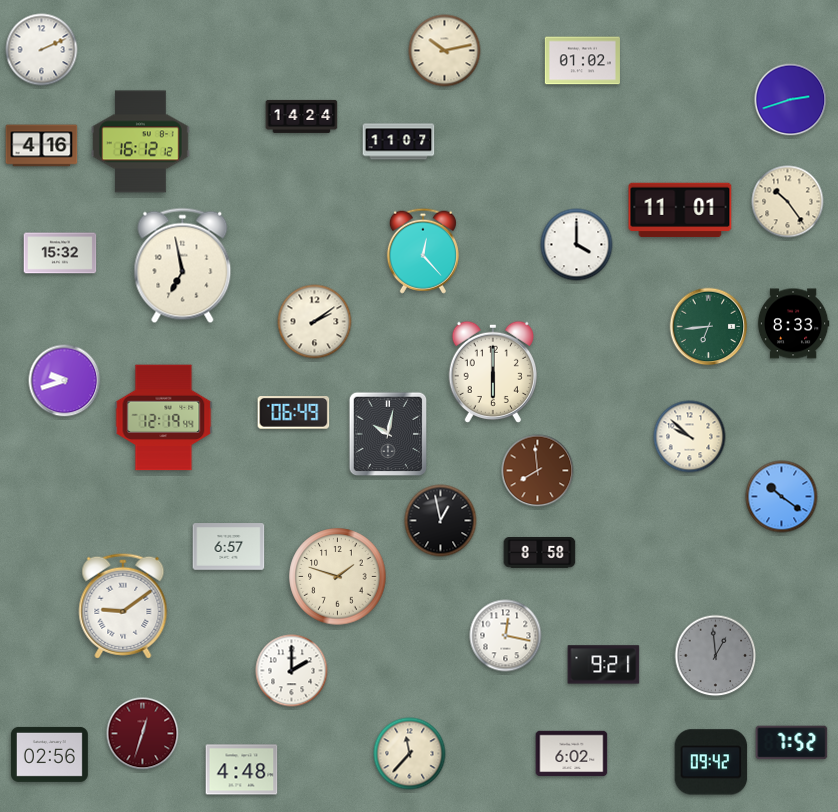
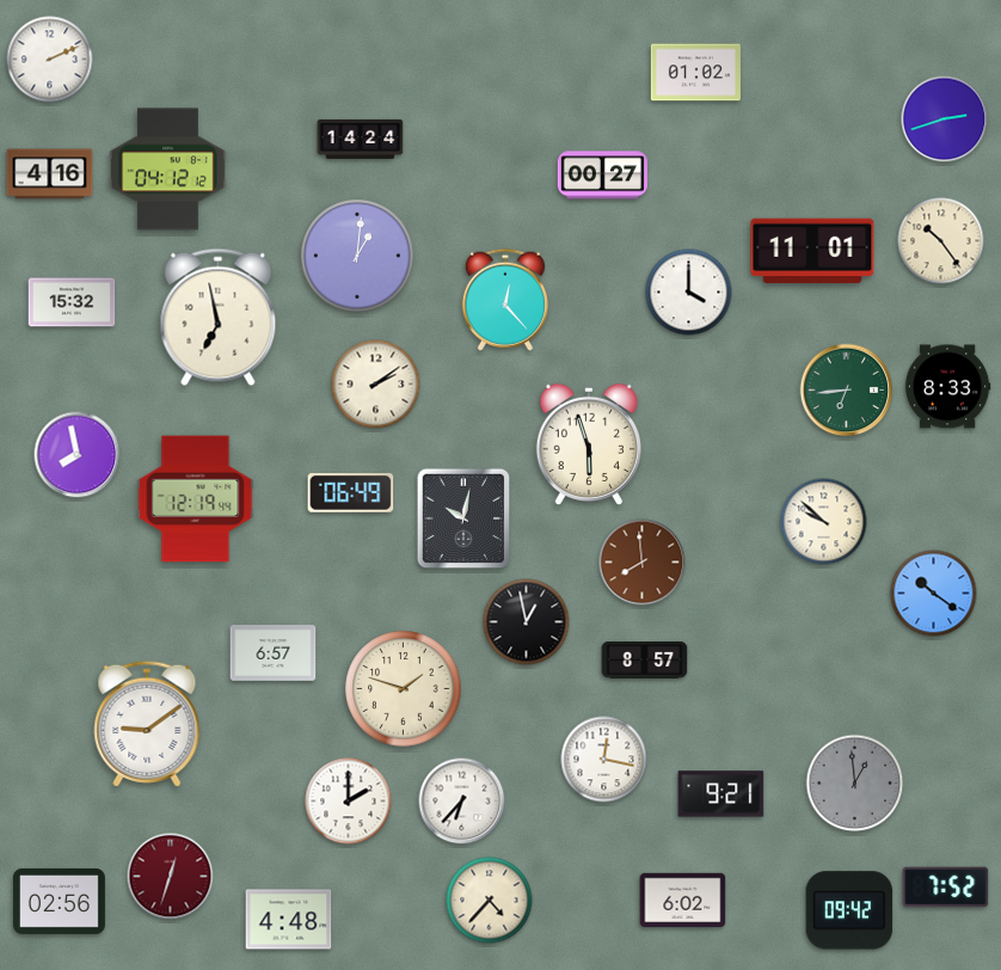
clock at (445, 51): 10:13 -> none
clock at (141, 142): 16:12 -> 04:12
clock at (399, 142): 11:07 -> none
clock at (602, 176): none -> 00:27
clock at (357, 256): none -> 1:01
clock at (493, 371): 6:00 -> 5:57
clock at (65, 381): 9:42 -> 7:58
clock at (540, 553): 8:58 -> 8:57
clock at (462, 802): none -> 6:37
clock at (410, 754): 11:37 -> 4:37
